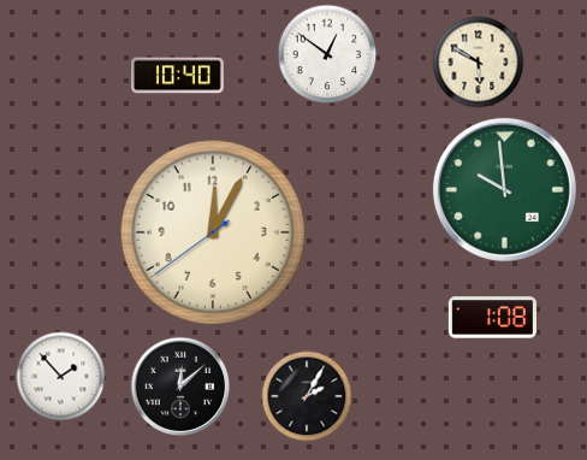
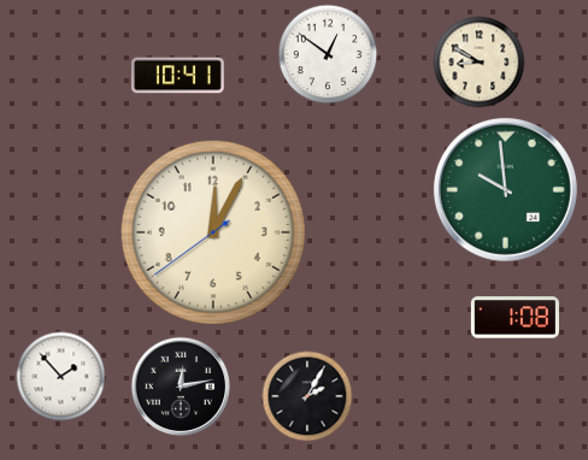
clock at (479, 63): 5:50 -> 8:50
clock at (178, 76): 10:40 -> 10:41
clock at (492, 318) position: (492, 318) -> (514, 318)
clock at (180, 387): 12:08 -> 12:13
